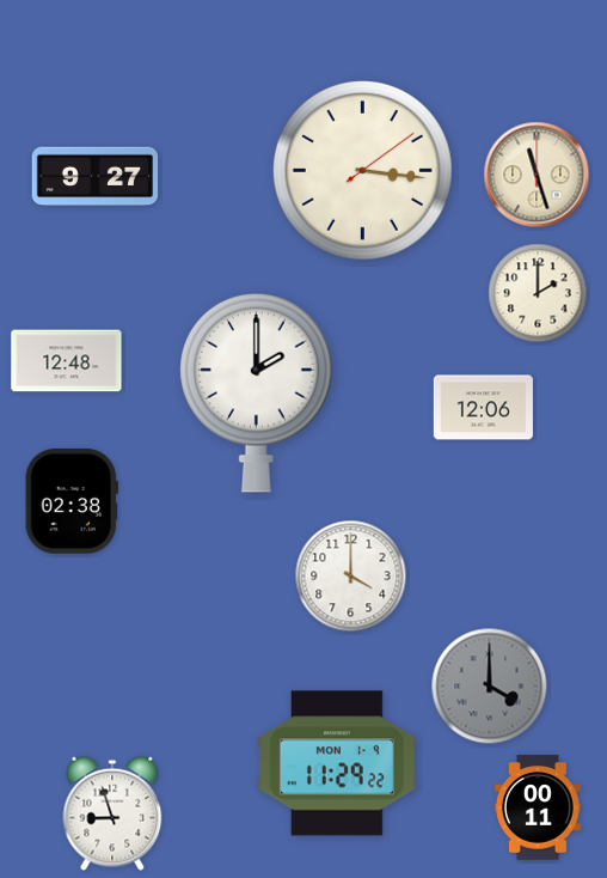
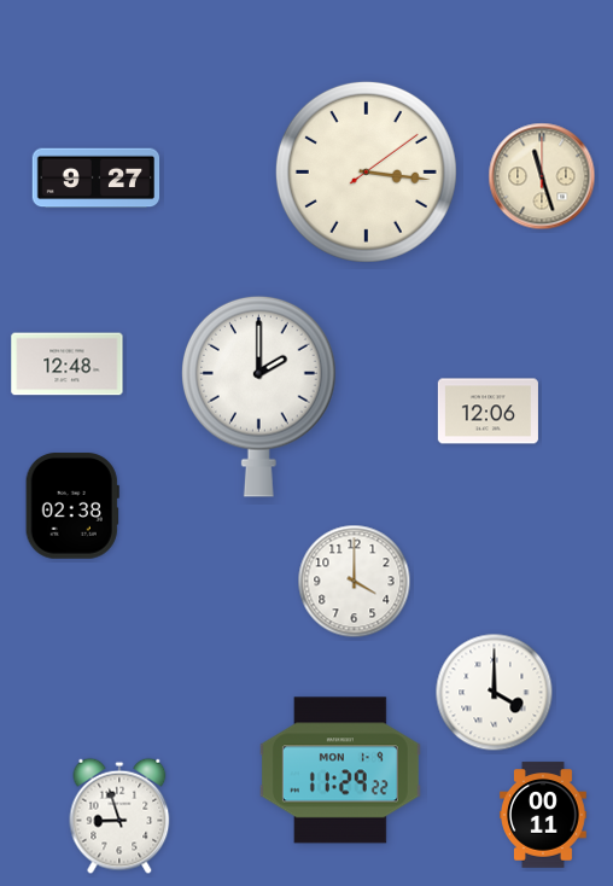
clock at (538, 293): 2:00 -> none
clock at (490, 687) dial: grey -> white
clock at (112, 813) position: (112, 813) -> (119, 816)
